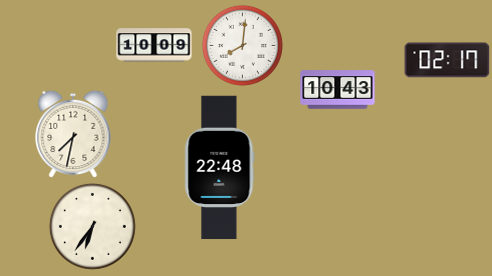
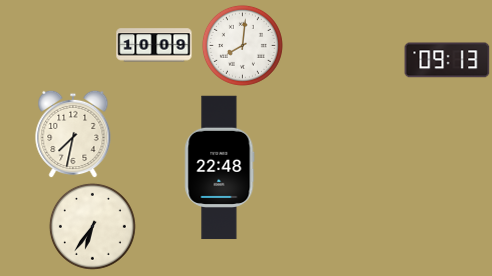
clock at (447, 60): 02:17 -> 09:13
clock at (338, 90): 10:43 -> none
